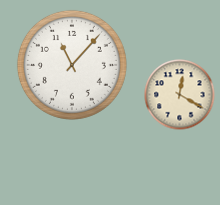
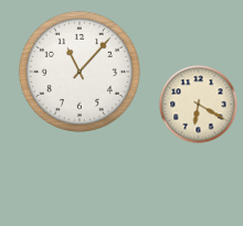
clock at (180, 95): 12:20 -> 6:20
